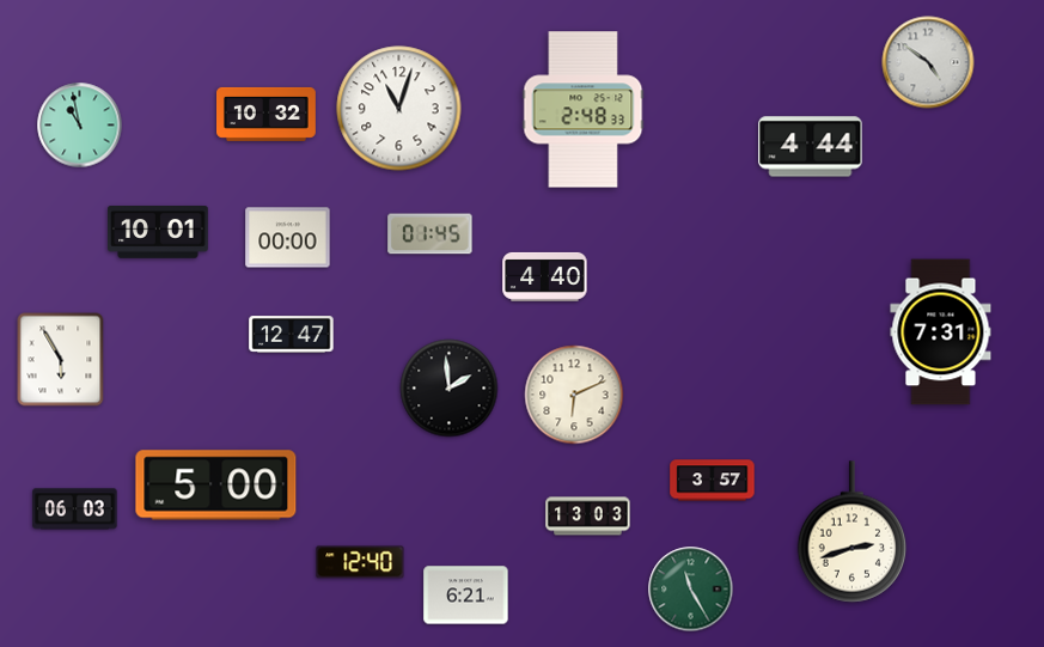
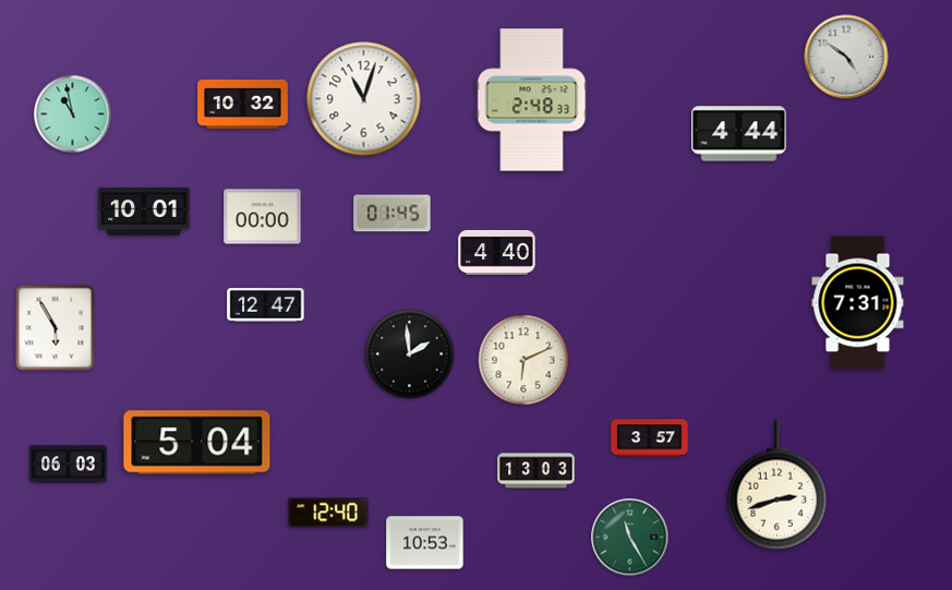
clock at (216, 486): 5:00 -> 5:04
clock at (466, 596): 6:21 -> 10:53
